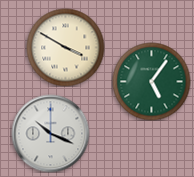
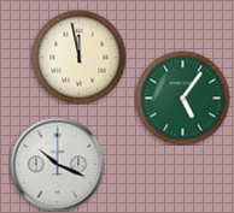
clock at (65, 47): 3:50 -> 11:58
clock at (50, 133) position: (50, 133) -> (57, 164)
